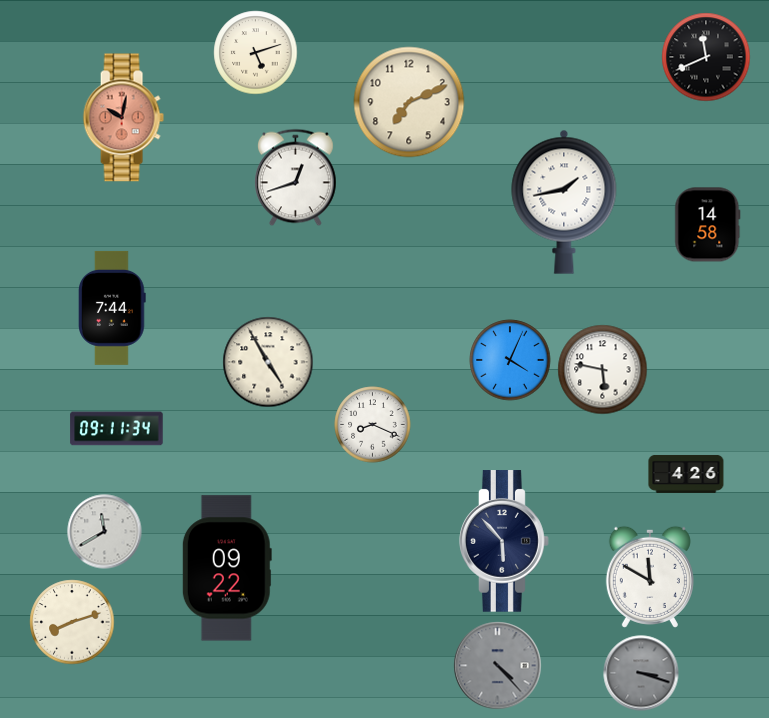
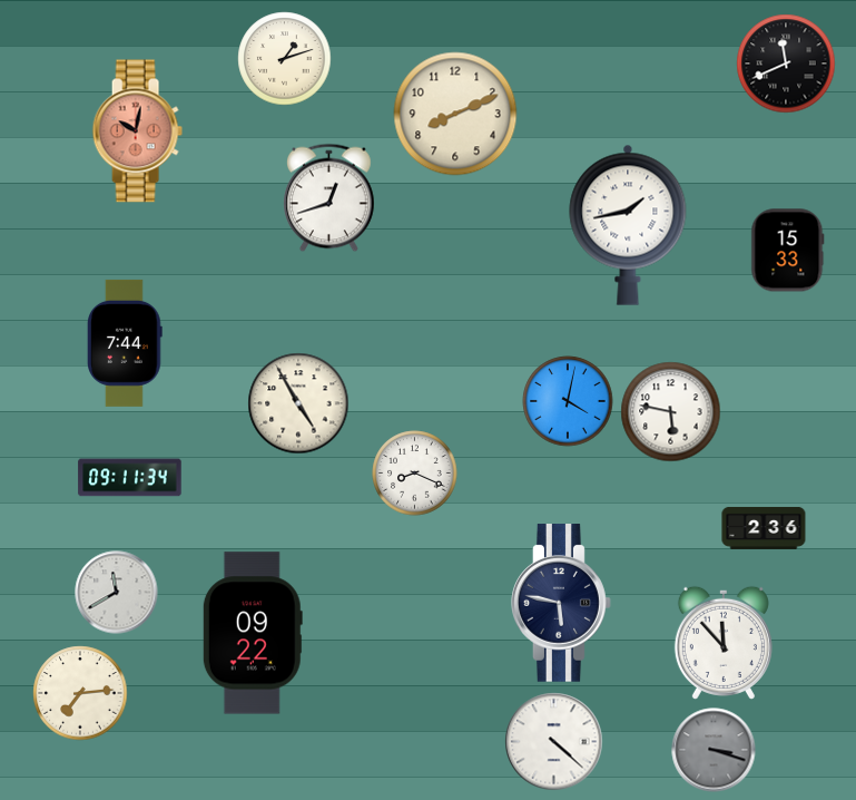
clock at (256, 53): 5:12 -> 1:12
clock at (409, 102): 7:11 -> 8:11
clock at (708, 225): 14:58 -> 15:33
clock at (510, 360): 4:04 -> 4:02
clock at (686, 474): 4:26 -> 2:36
clock at (504, 541): 5:53 -> 5:47
clock at (650, 577): 11:50 -> 11:53
clock at (72, 622): 8:12 -> 7:14
clock at (498, 666): 4:23 -> 4:22
clock at (498, 666) dial: grey -> white
